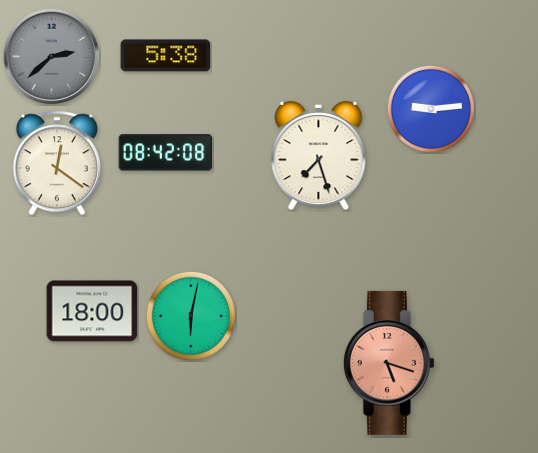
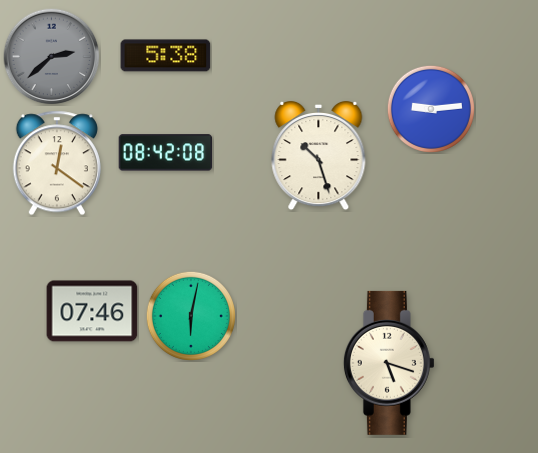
clock at (319, 156): 7:27 -> 10:27
clock at (92, 311): 18:00 -> 07:46
clock at (389, 363) dial: salmon -> cream
